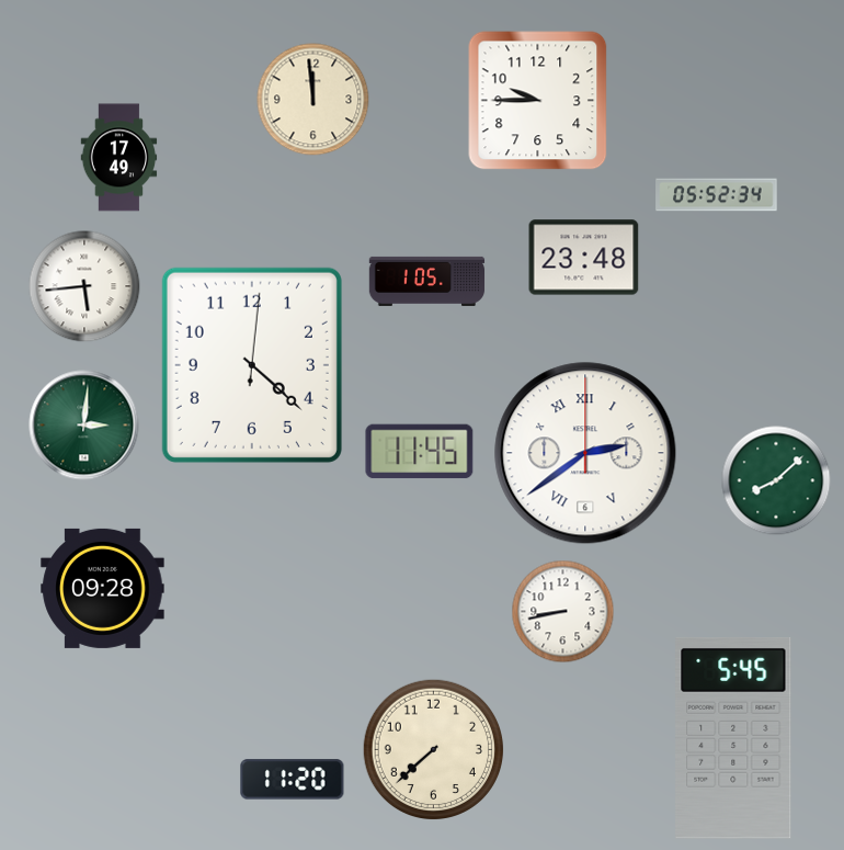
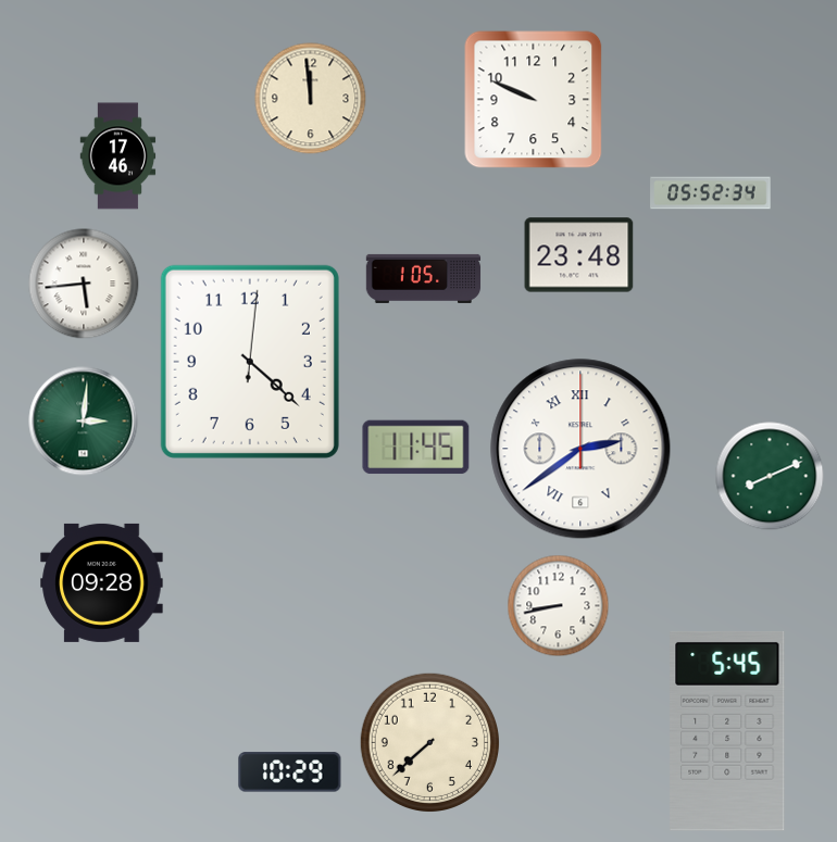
clock at (538, 101): 9:45 -> 9:49
clock at (119, 158): 17:49 -> 17:46
clock at (776, 480): 8:08 -> 8:11
clock at (293, 780): 11:20 -> 10:29
